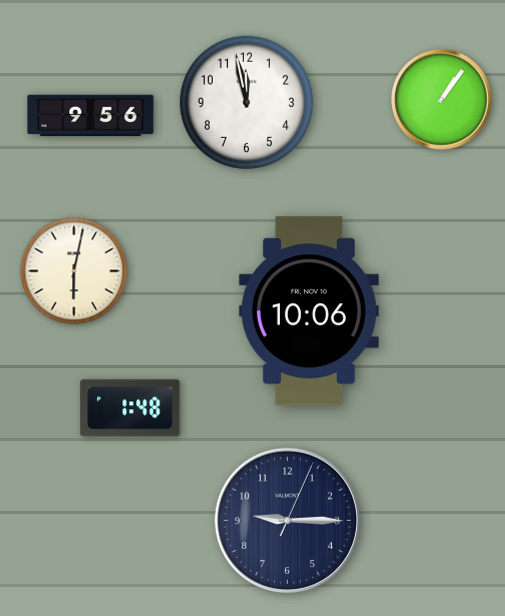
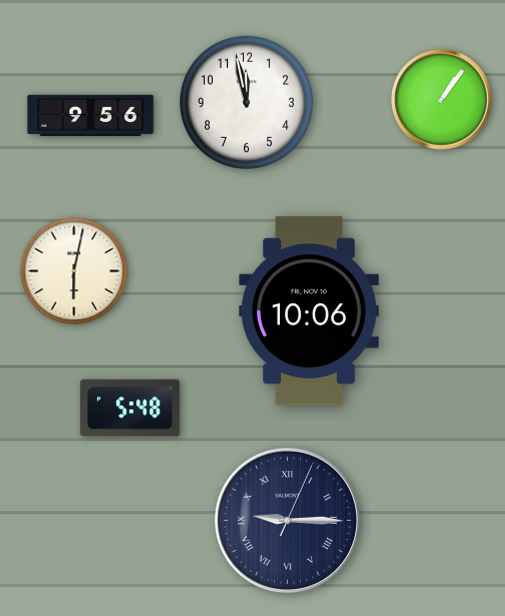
clock at (130, 408): 1:48 -> 5:48
clock at (287, 520) numerals: Arabic -> Roman
